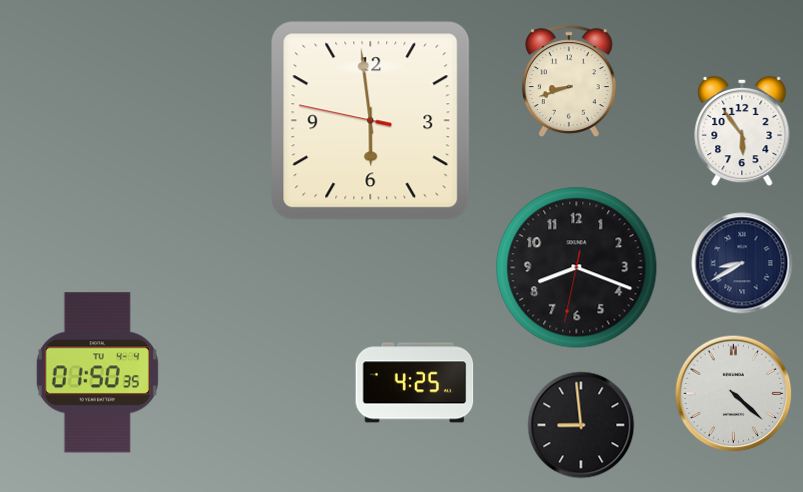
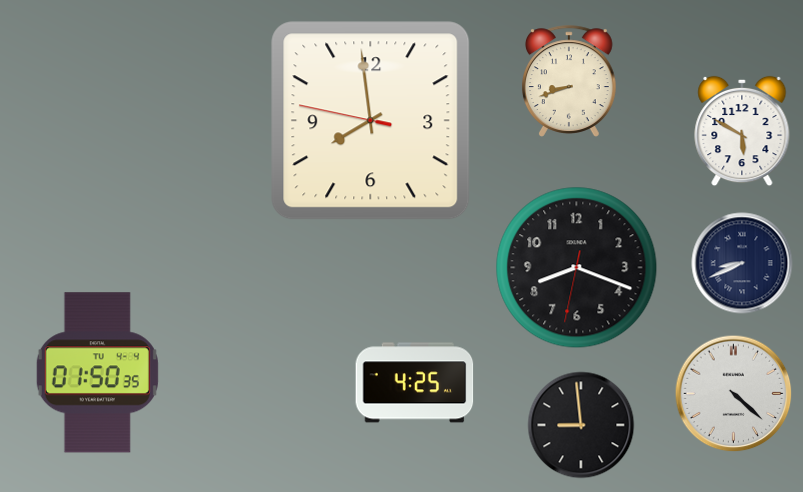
clock at (371, 121): 5:58 -> 7:58
clock at (742, 131): 5:54 -> 5:50
clock at (742, 263): 8:40 -> 8:41
